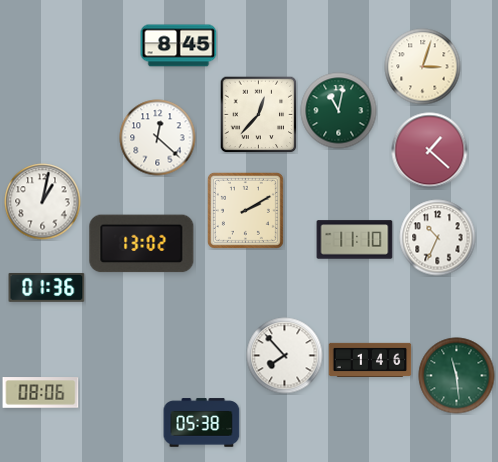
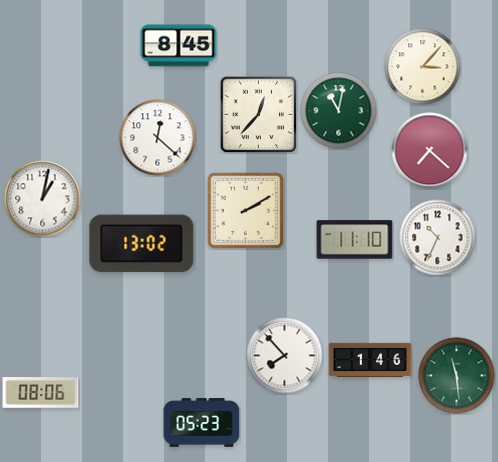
clock at (423, 67): 3:03 -> 3:07
clock at (430, 151): 1:22 -> 7:22
clock at (43, 202) position: (43, 202) -> (43, 199)
clock at (47, 287): 01:36 -> none
clock at (202, 423): 05:38 -> 05:23
